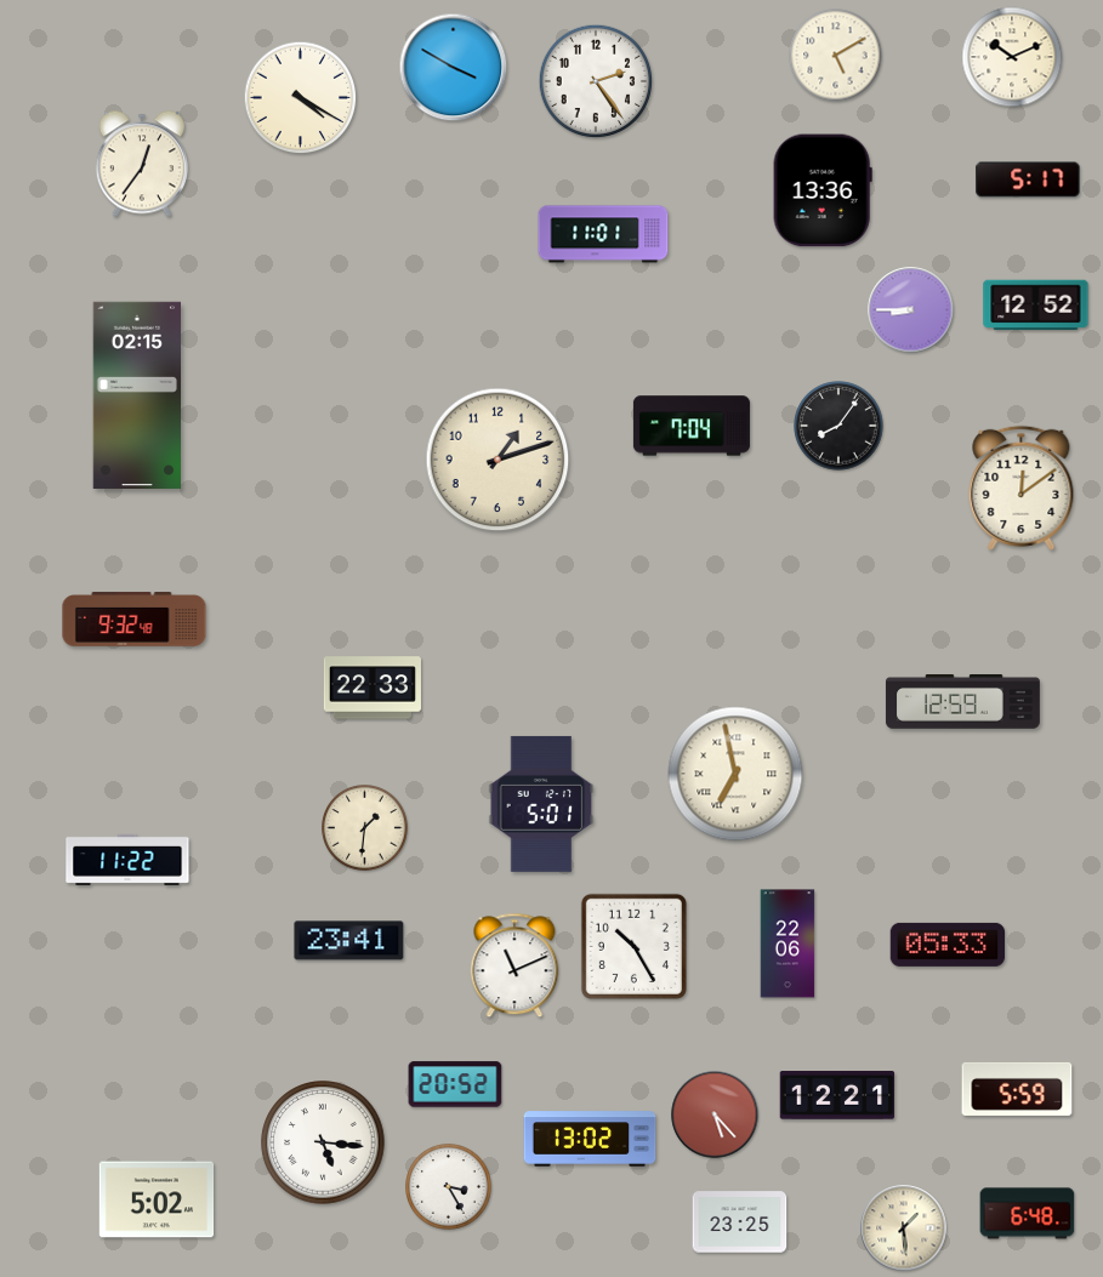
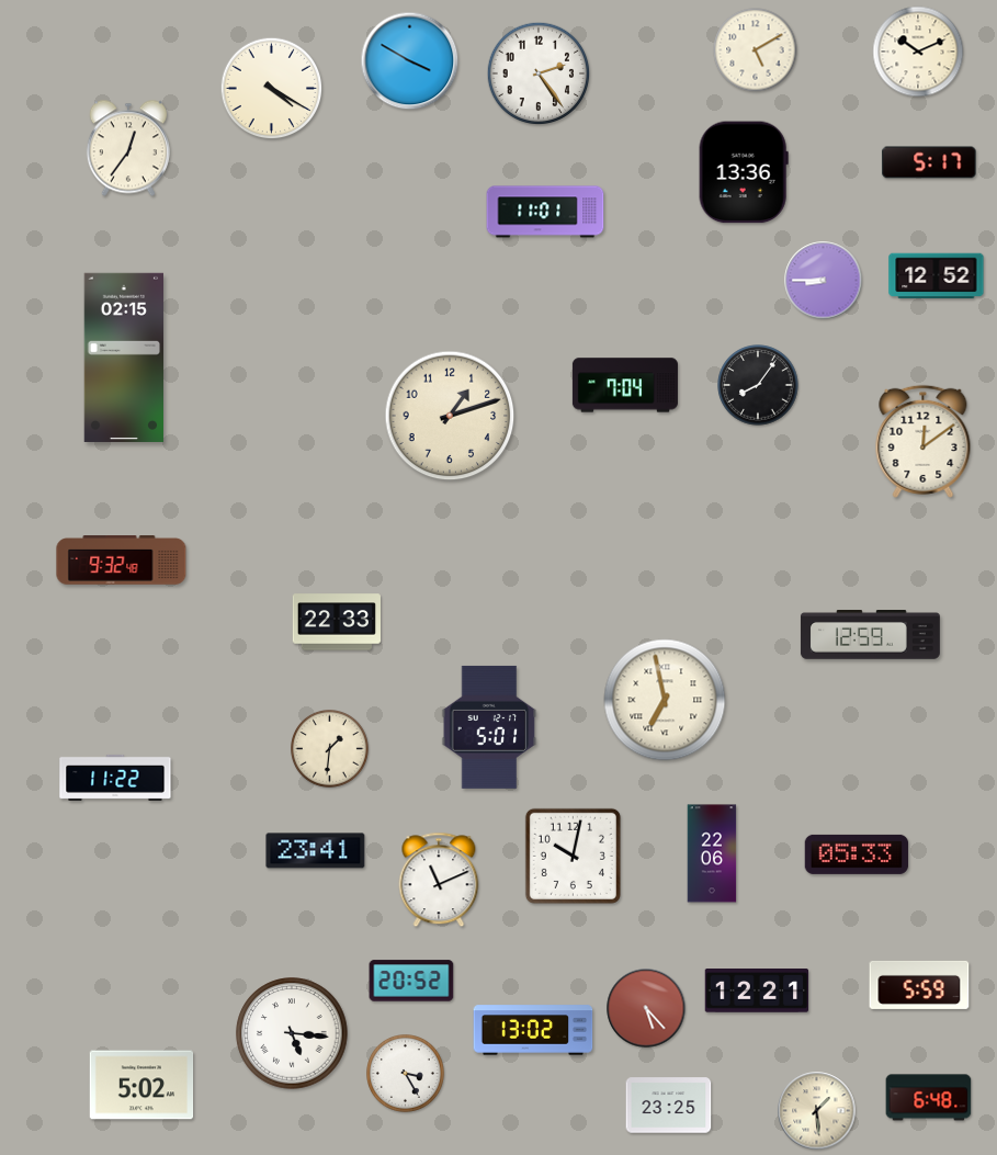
clock at (1012, 57) position: (1012, 57) -> (918, 52)
clock at (633, 946): 10:25 -> 10:02
clock at (514, 965) position: (514, 965) -> (439, 880)
